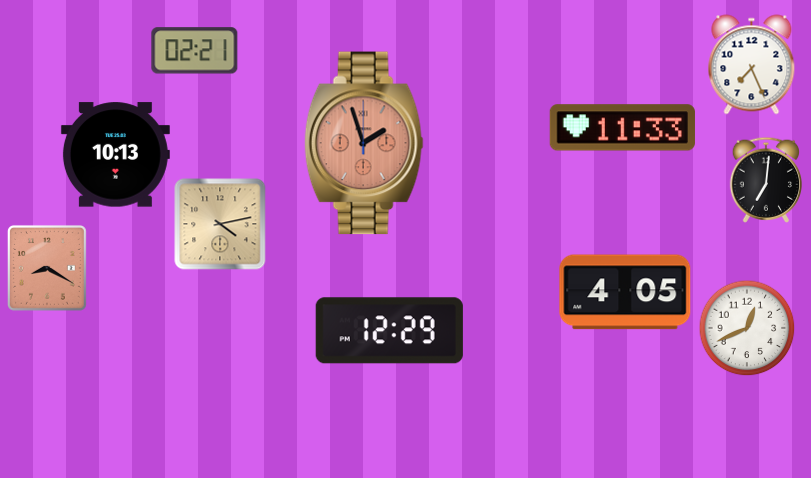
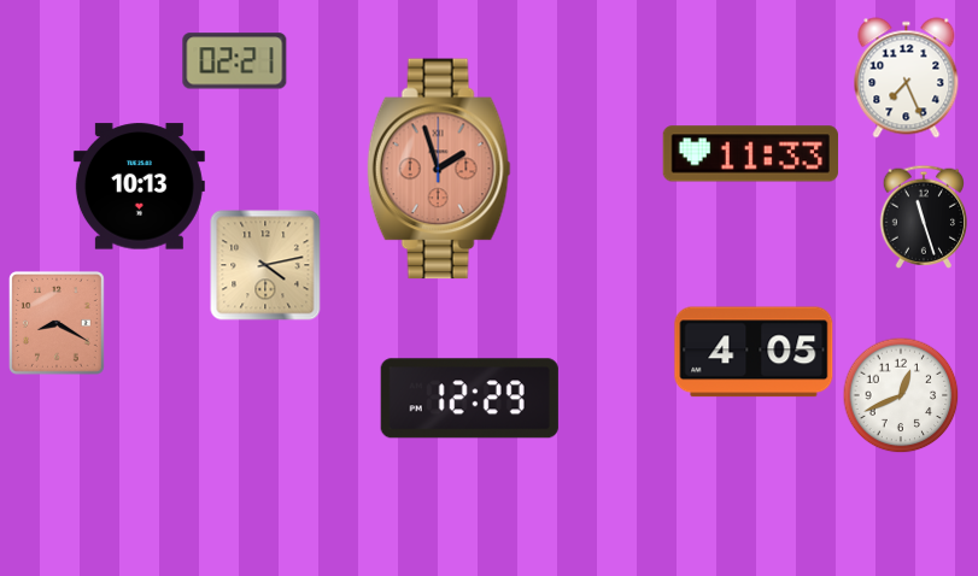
clock at (364, 143) position: (364, 143) -> (439, 169)
clock at (765, 180): 7:01 -> 11:27
clock at (220, 224) position: (220, 224) -> (265, 265)
